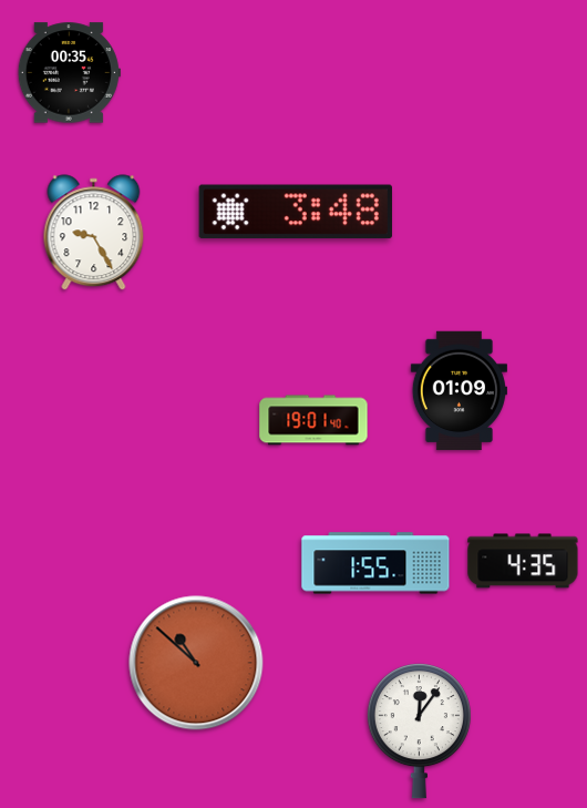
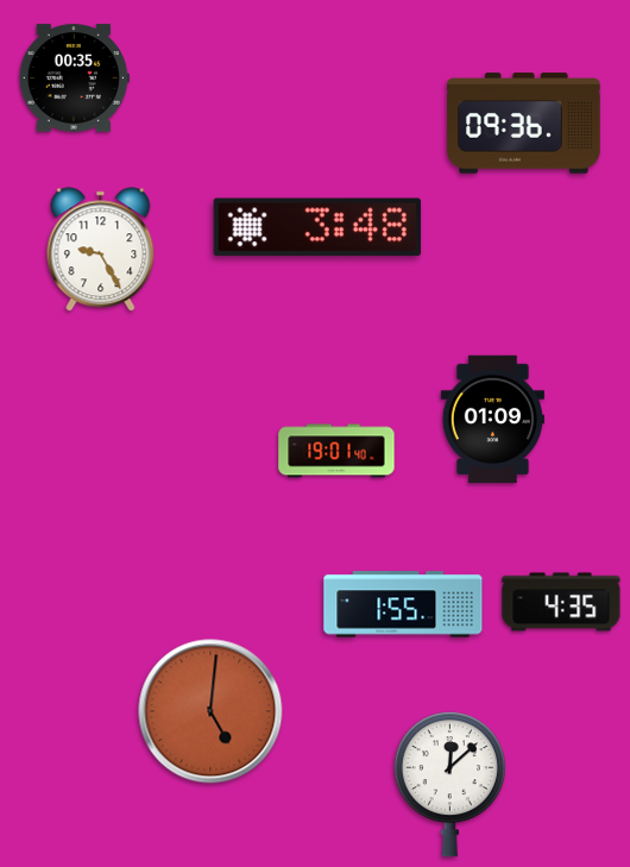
clock at (524, 124): none -> 09:36
clock at (196, 663): 10:52 -> 5:01
clock at (419, 732): 12:06 -> 12:08
